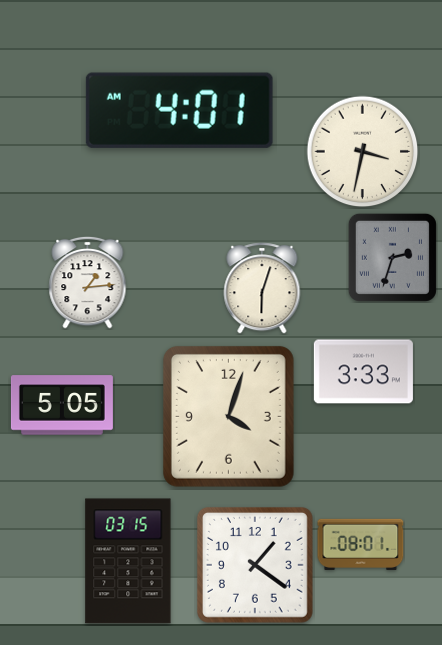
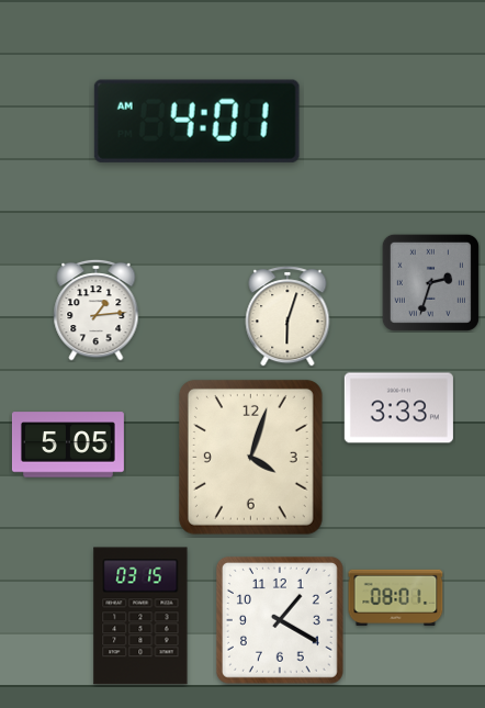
clock at (363, 152): 3:32 -> none
clock at (255, 565): 1:21 -> 1:20
